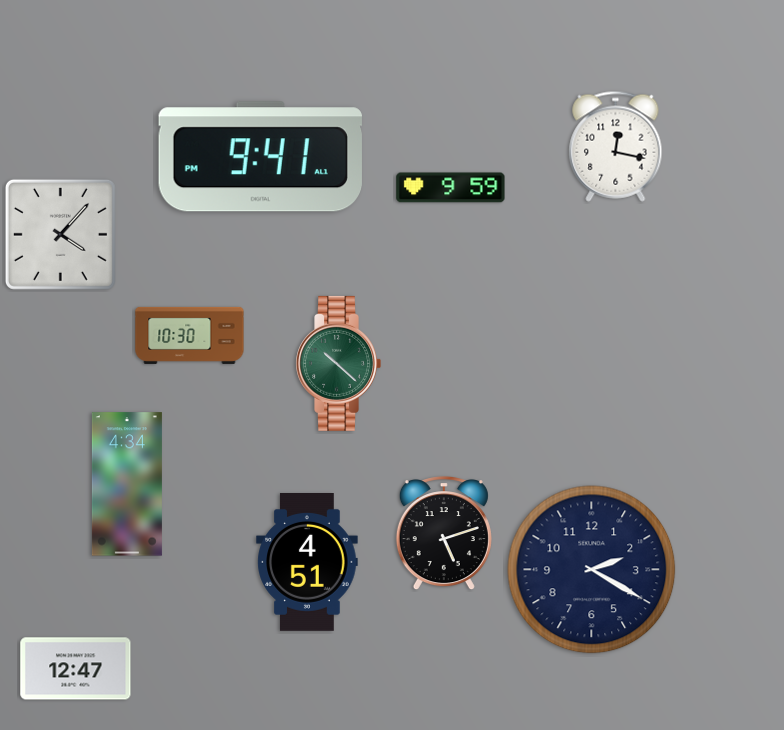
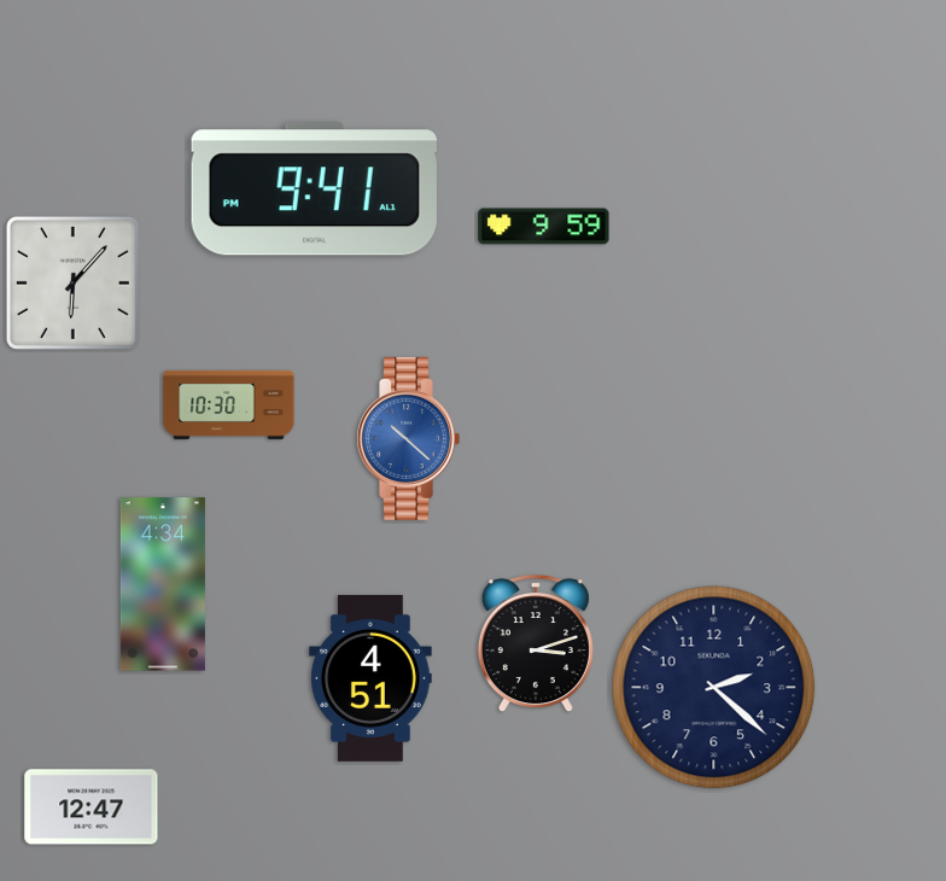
clock at (616, 146): 12:17 -> none
clock at (60, 234): 4:07 -> 6:07
clock at (338, 363) dial: green -> blue
clock at (127, 484) position: (127, 484) -> (163, 584)
clock at (444, 534): 5:12 -> 3:12
clock at (592, 570): 2:20 -> 2:22
